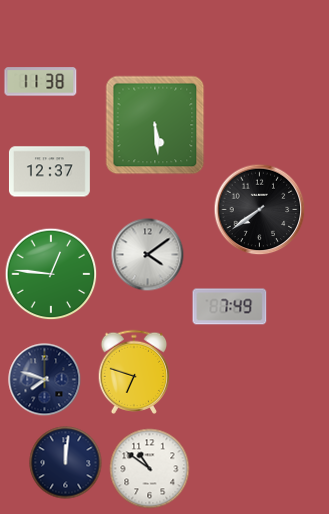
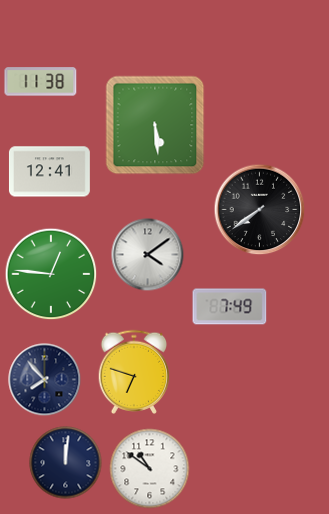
clock at (49, 172): 12:37 -> 12:41
clock at (45, 380): 7:48 -> 7:53
